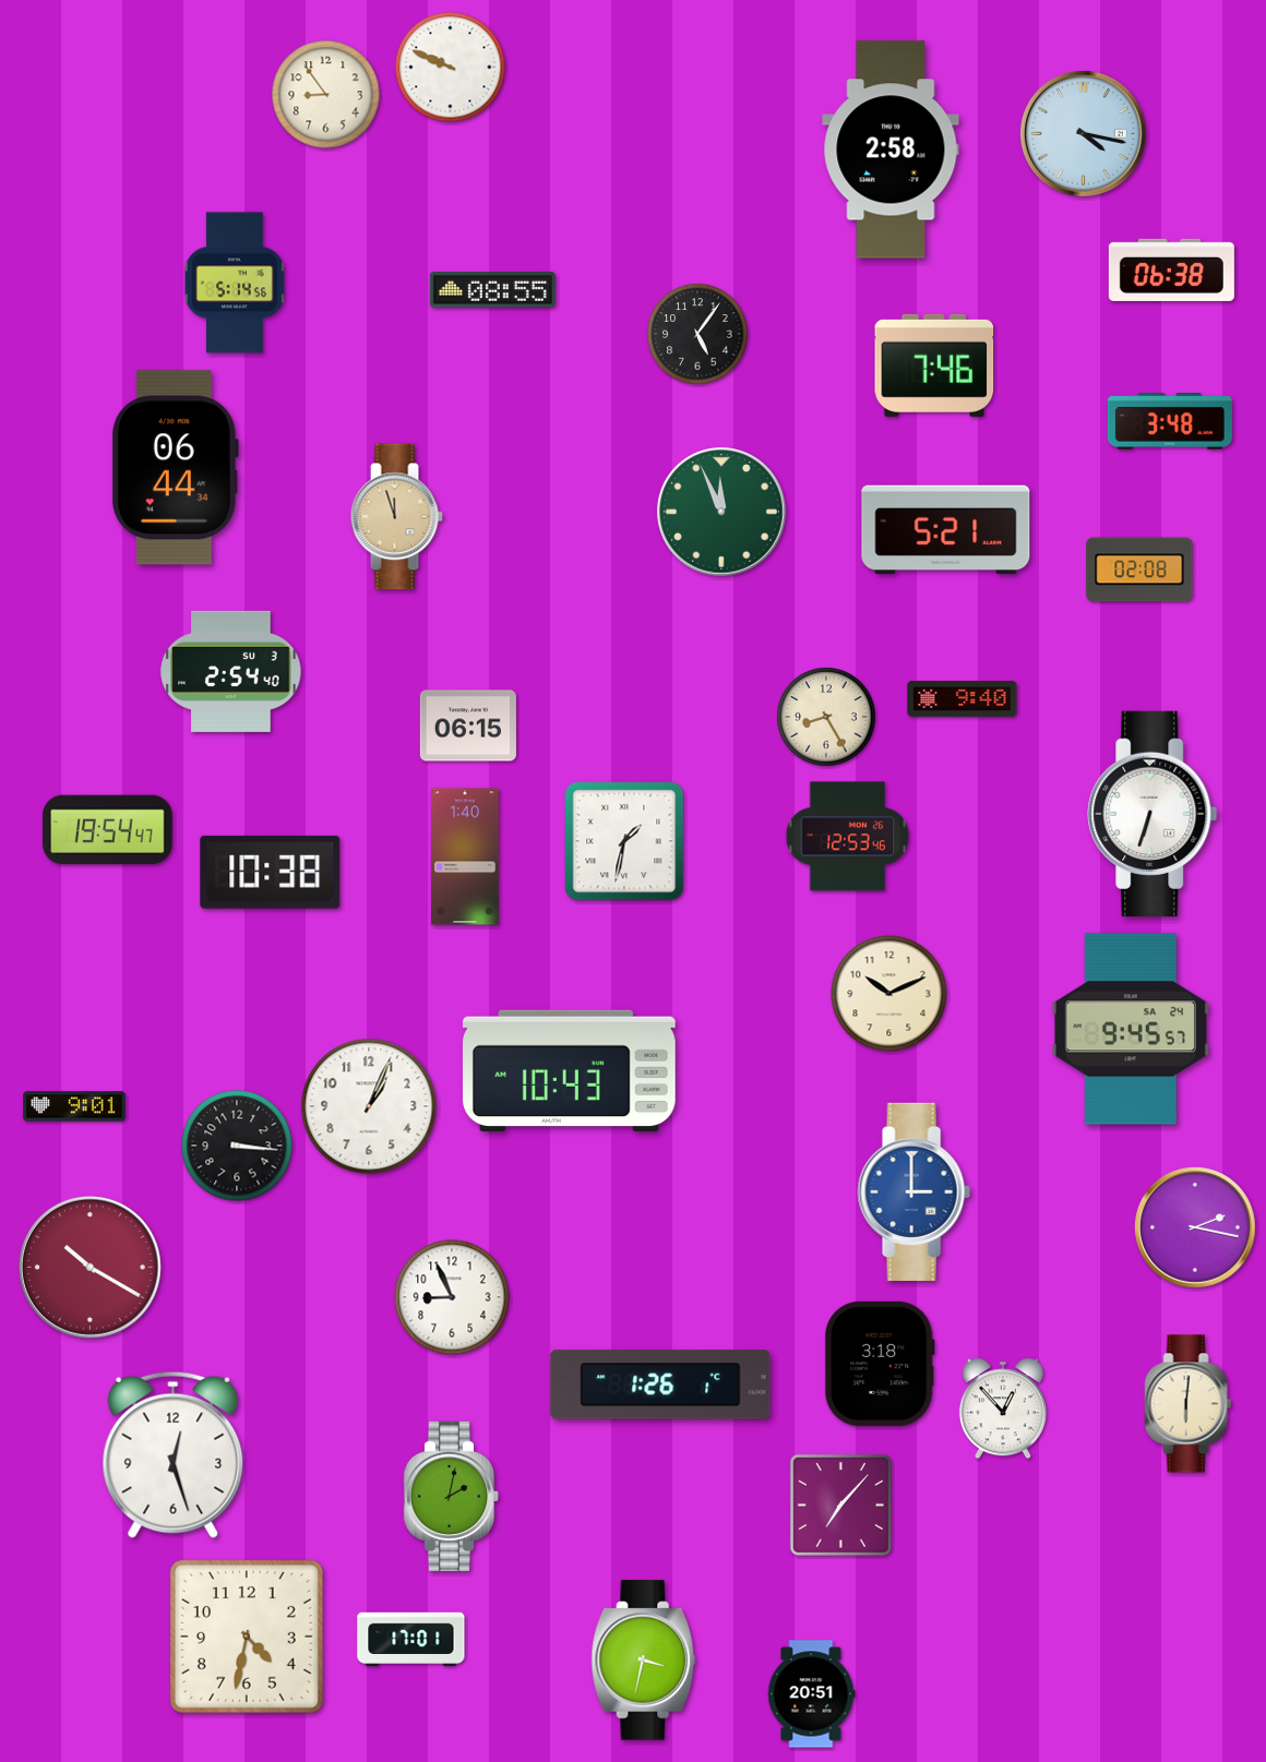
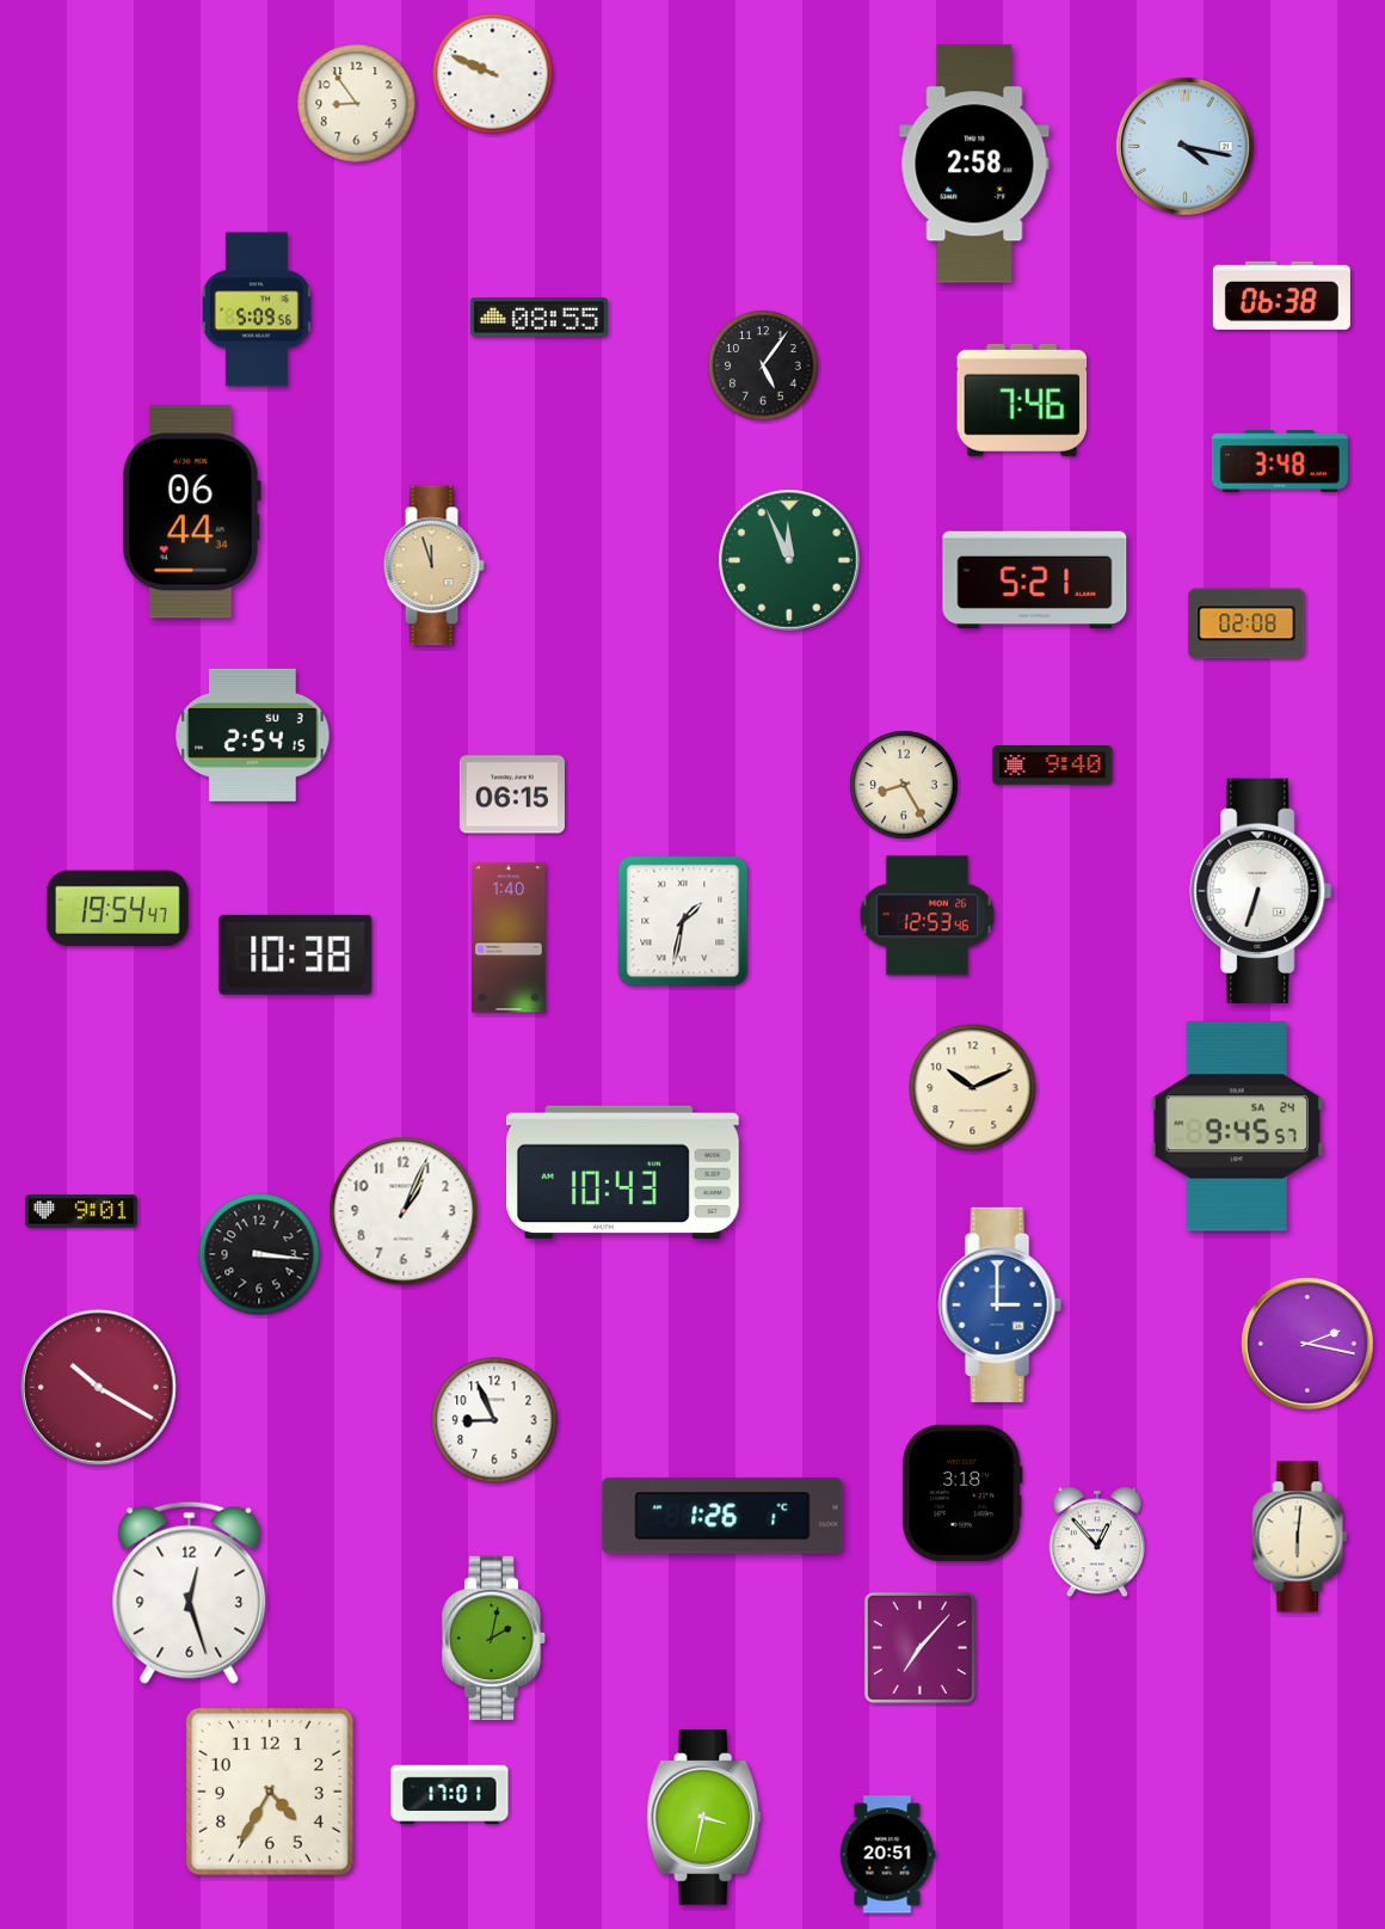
clock at (235, 283): 5:14 -> 5:09
clock at (231, 671): 2:54:40 -> 2:54:15
clock at (247, 1637): 4:32 -> 4:35
